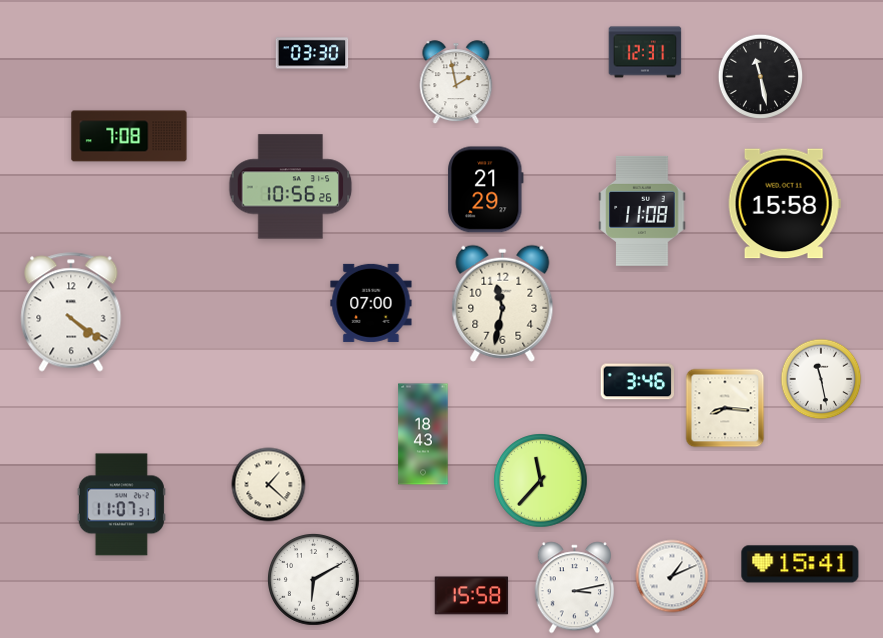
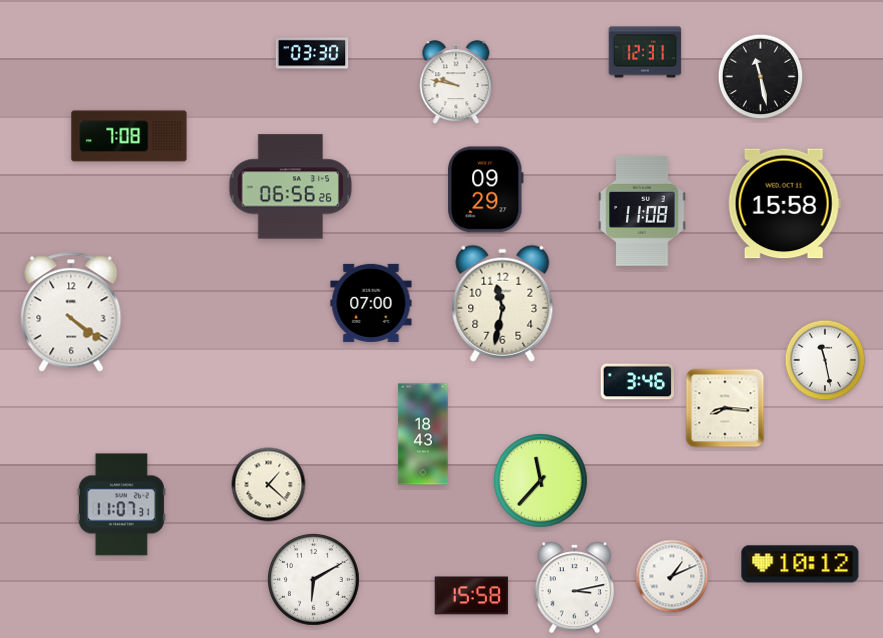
clock at (456, 83): 1:58 -> 9:47
clock at (291, 187): 10:56 -> 06:56
clock at (486, 190): 21:29 -> 09:29
clock at (821, 379) position: (821, 379) -> (825, 360)
clock at (800, 564): 15:41 -> 10:12
